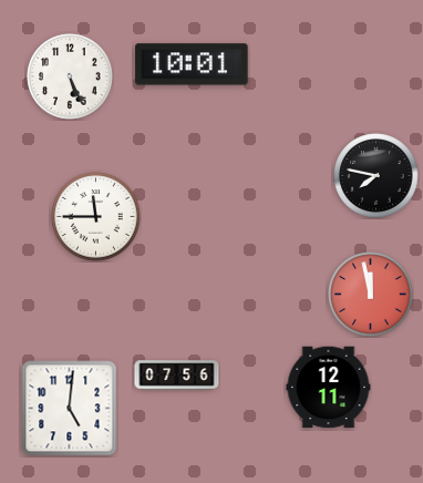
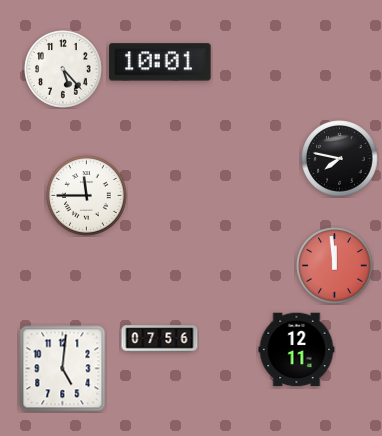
clock at (192, 64) position: (192, 64) -> (160, 62)
clock at (70, 76): 5:26 -> 5:23
clock at (371, 295): 11:58 -> 11:59
